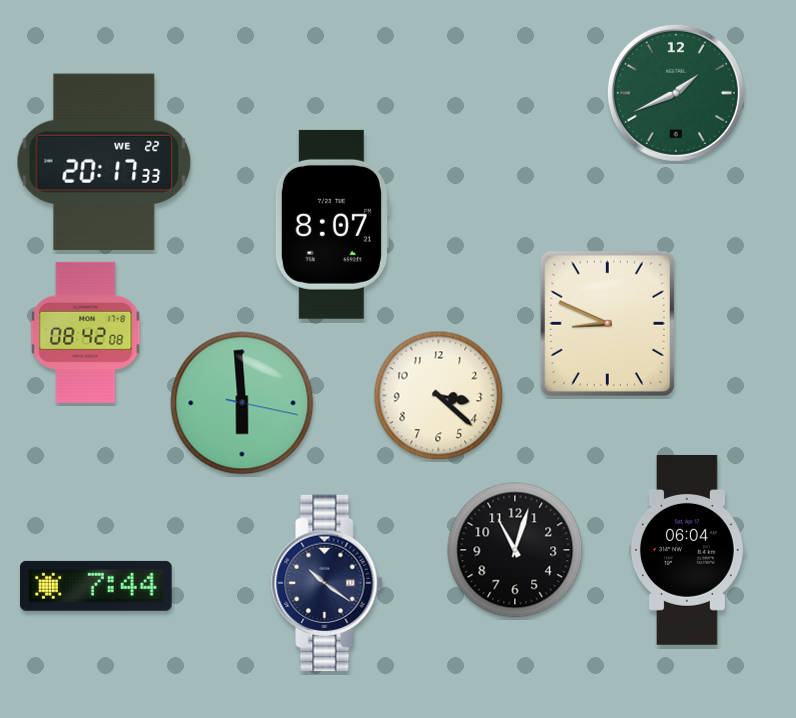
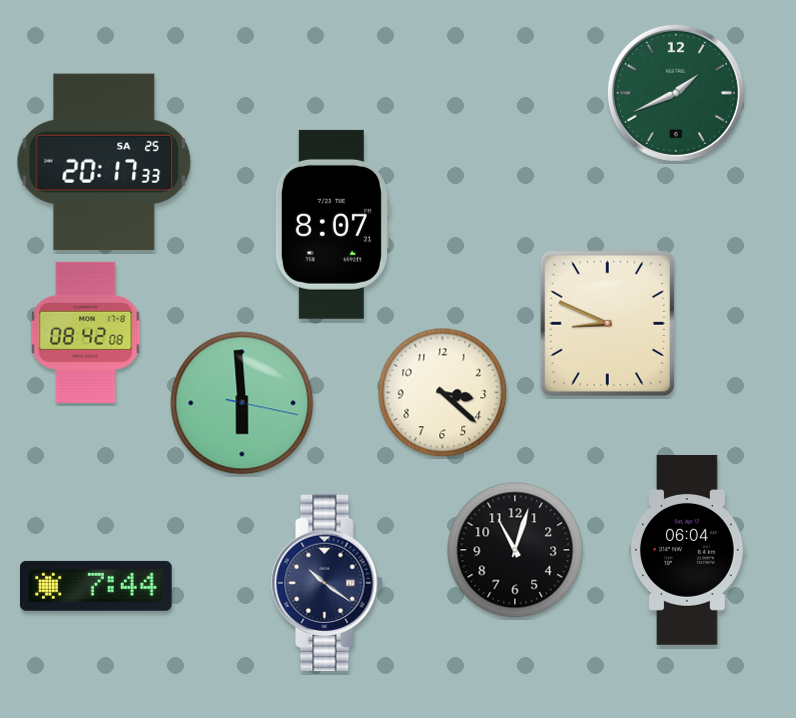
clock at (104, 162) date: WE 22 -> SA 25
clock at (439, 396) position: (439, 396) -> (443, 393)
